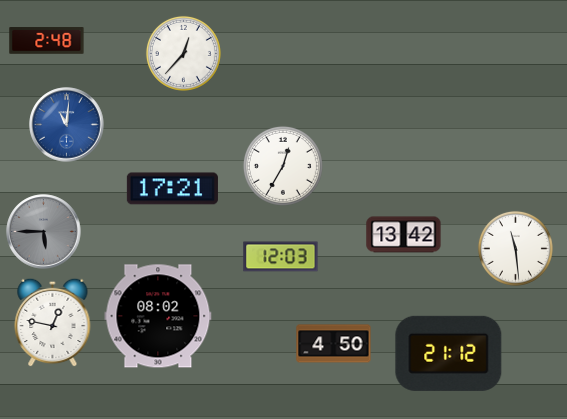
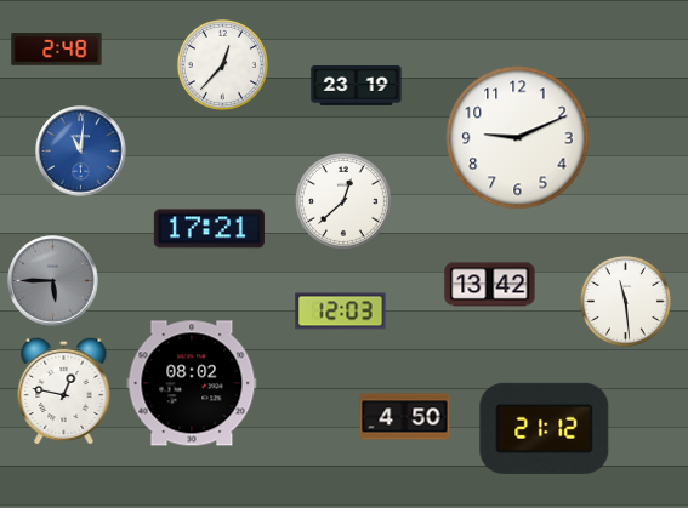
clock at (357, 85): none -> 23:19
clock at (518, 138): none -> 9:11
clock at (283, 166): 12:35 -> 12:38
